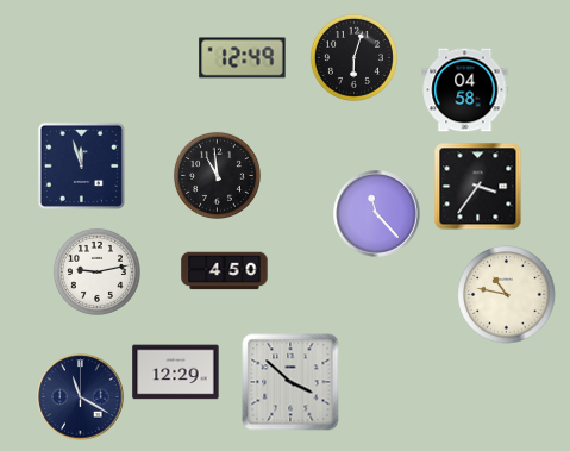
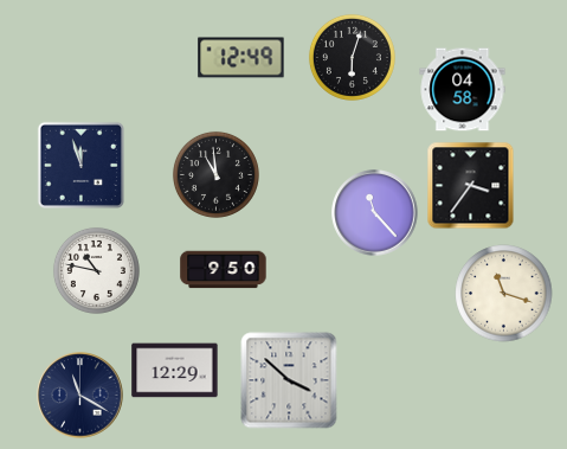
clock at (478, 187) position: (478, 187) -> (471, 186)
clock at (96, 271): 9:13 -> 10:47
clock at (225, 271): 4:50 -> 9:50
clock at (507, 295): 10:47 -> 11:18
